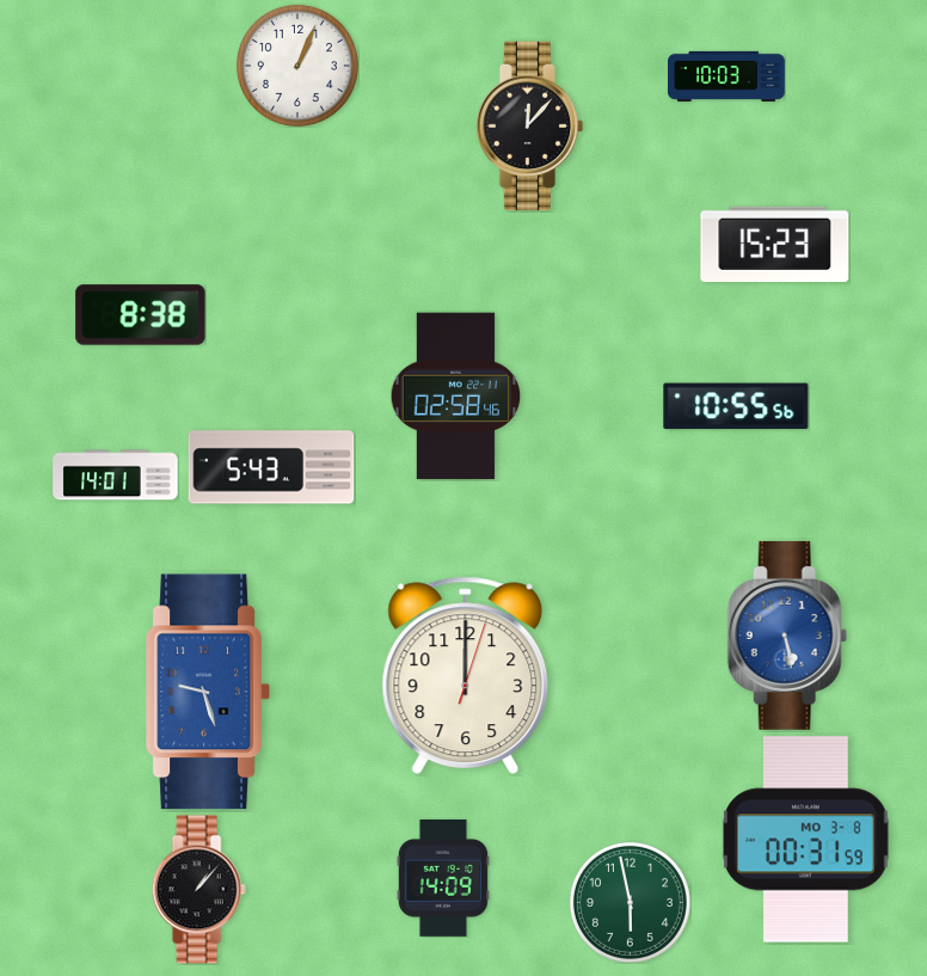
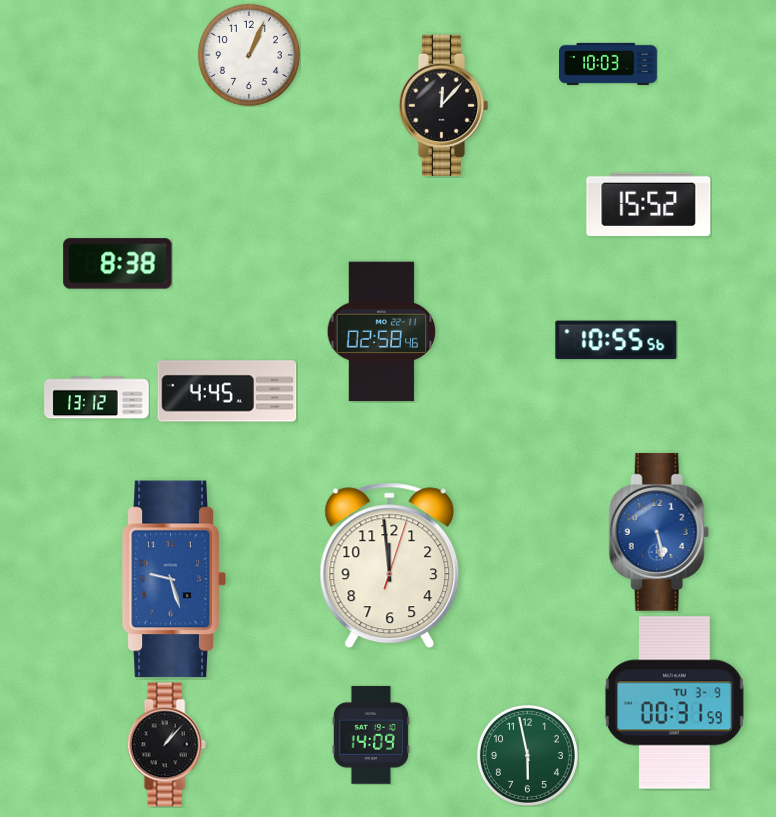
clock at (775, 244): 15:23 -> 15:52
clock at (271, 467): 5:43 -> 4:45
clock at (116, 475): 14:01 -> 13:12
clock at (466, 676): 12:00 -> 11:59
clock at (805, 840) date: MO 3-8 -> TU 3-9
